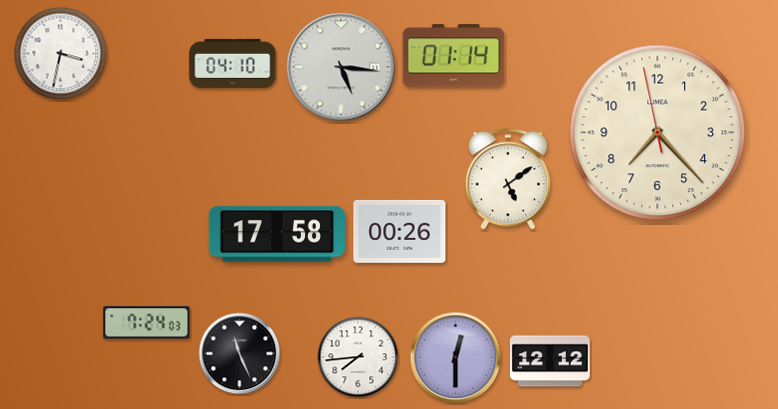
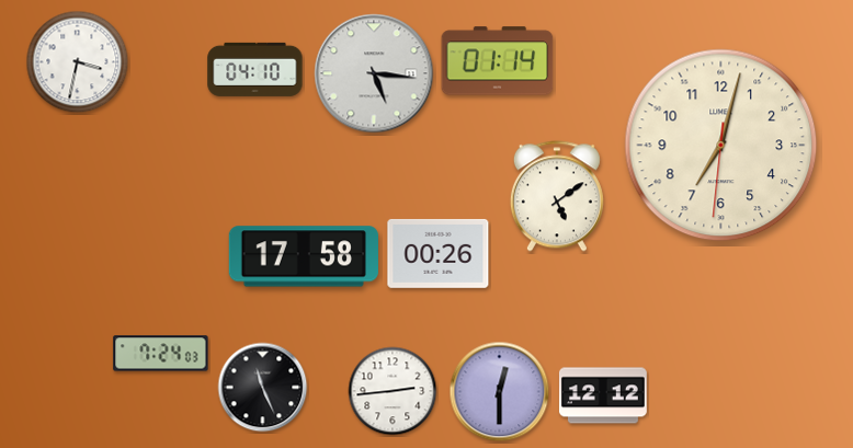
clock at (61, 54) position: (61, 54) -> (78, 62)
clock at (658, 133): 7:22 -> 7:02
clock at (358, 357): 7:44 -> 2:44
